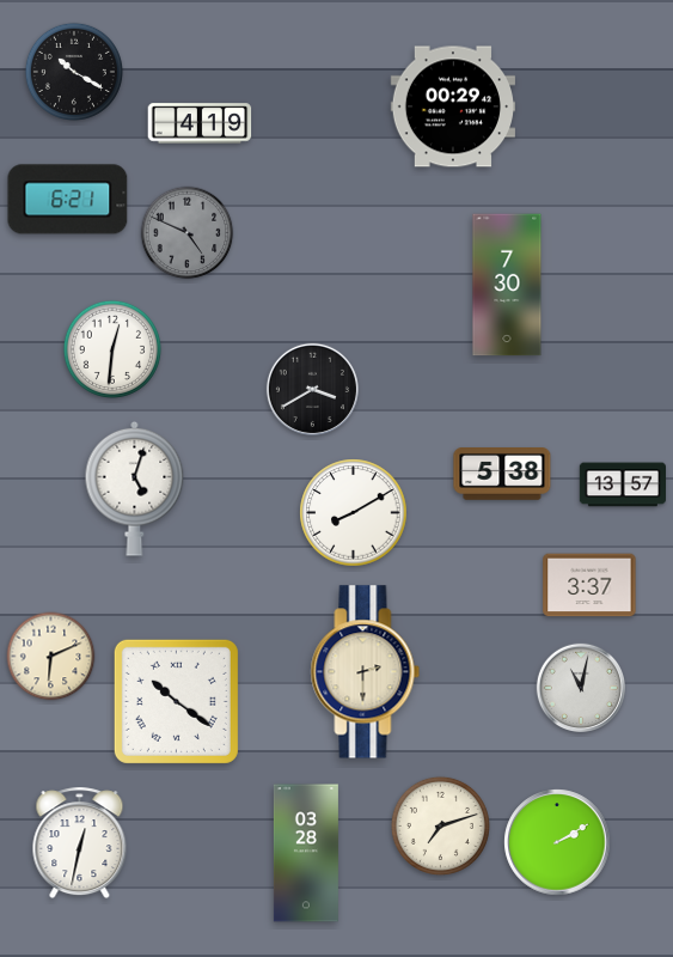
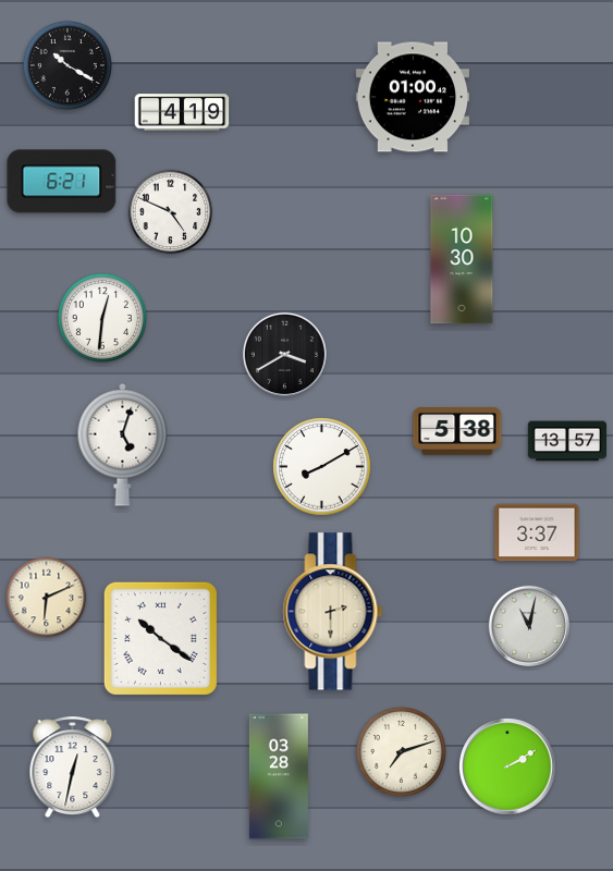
clock at (452, 106): 00:29 -> 01:00
clock at (188, 233) dial: grey -> white
clock at (507, 285): 7:30 -> 10:30
